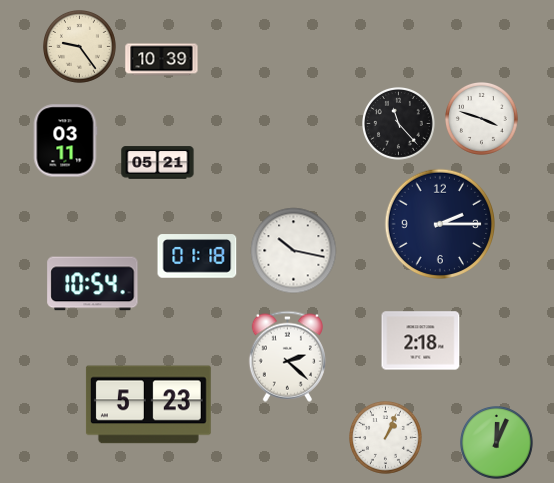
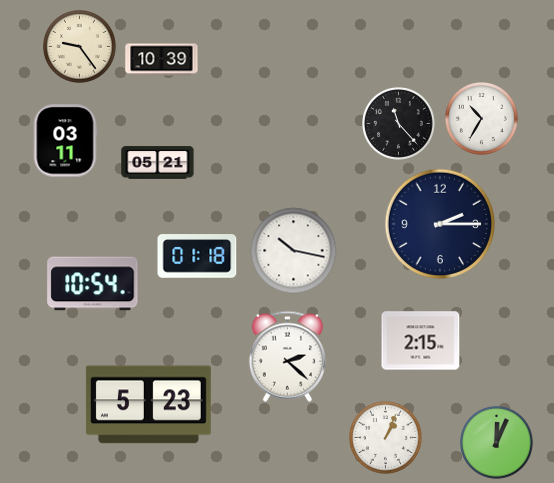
clock at (482, 119): 3:48 -> 10:35
clock at (421, 341): 2:18 -> 2:15
